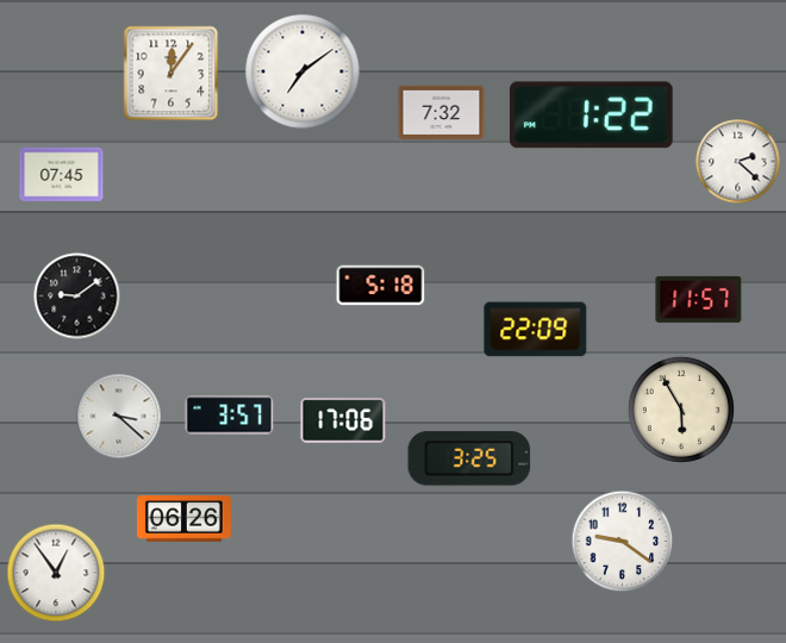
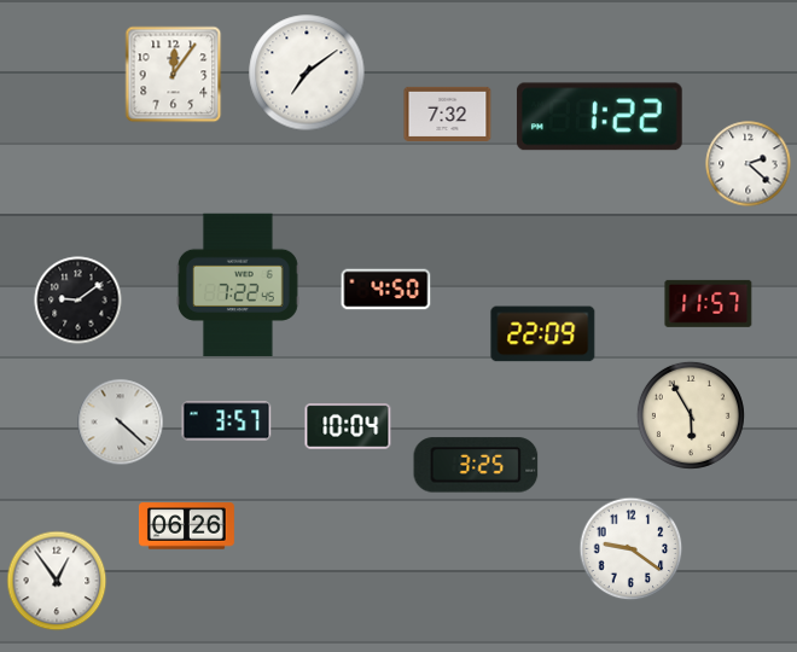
clock at (62, 174): 07:45 -> none
clock at (238, 285): none -> 7:22
clock at (381, 286): 5:18 -> 4:50
clock at (230, 416) position: (230, 416) -> (227, 421)
clock at (119, 417): 3:22 -> 4:22
clock at (343, 422): 17:06 -> 10:04
